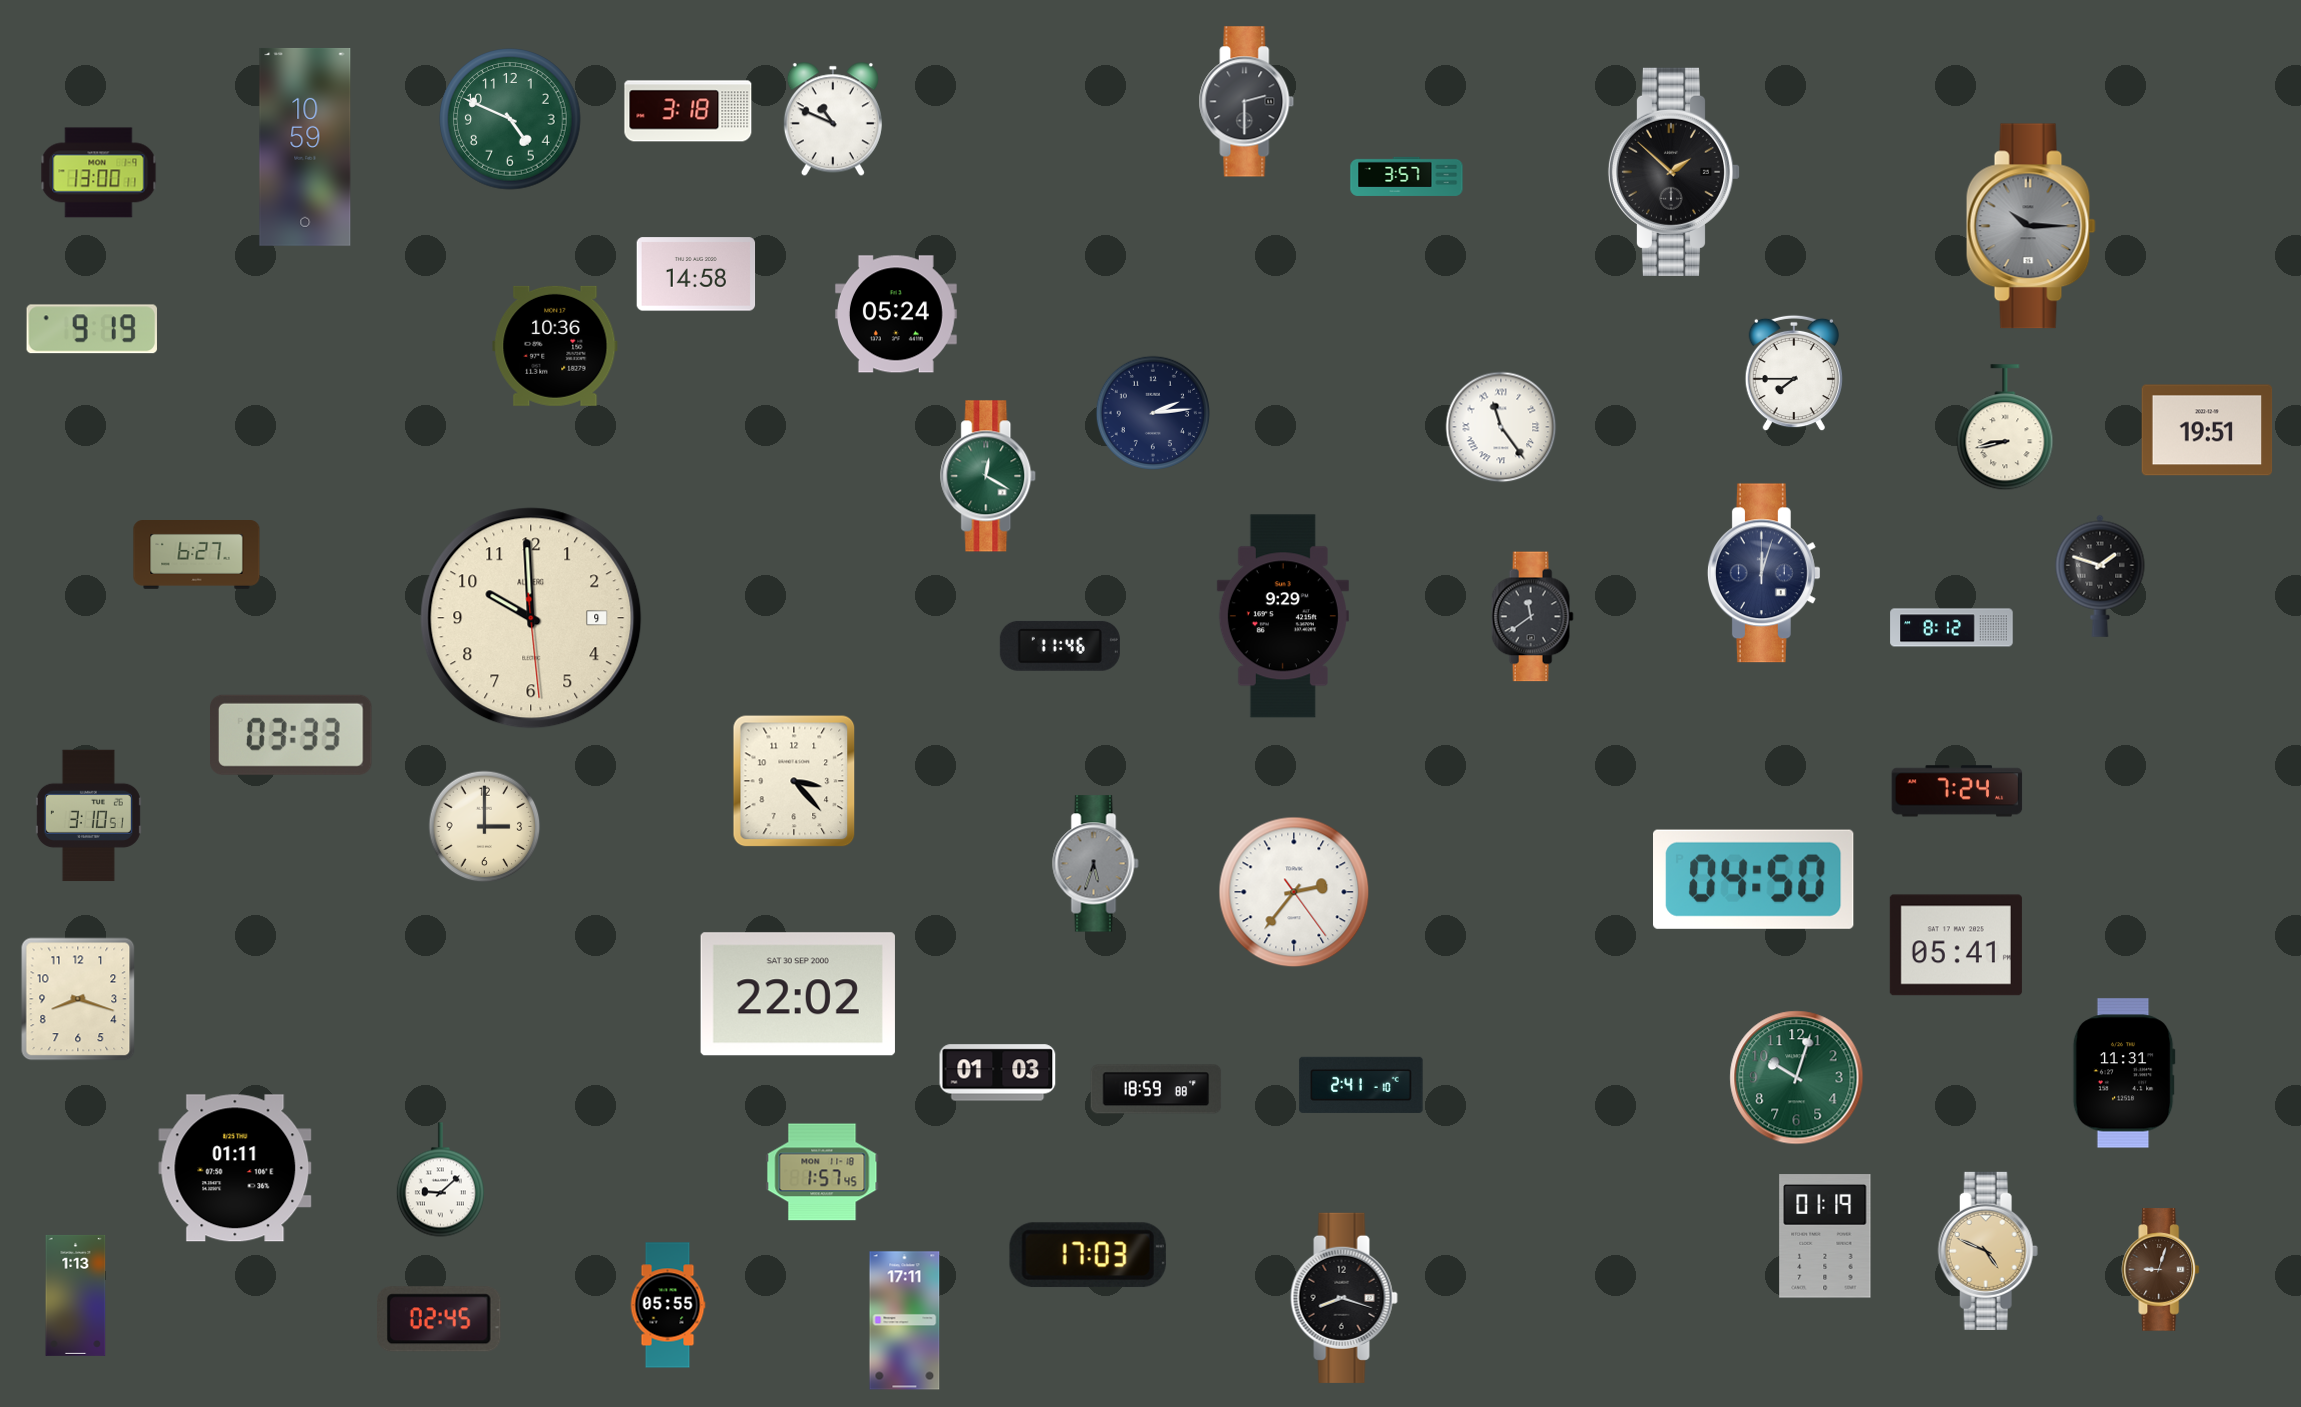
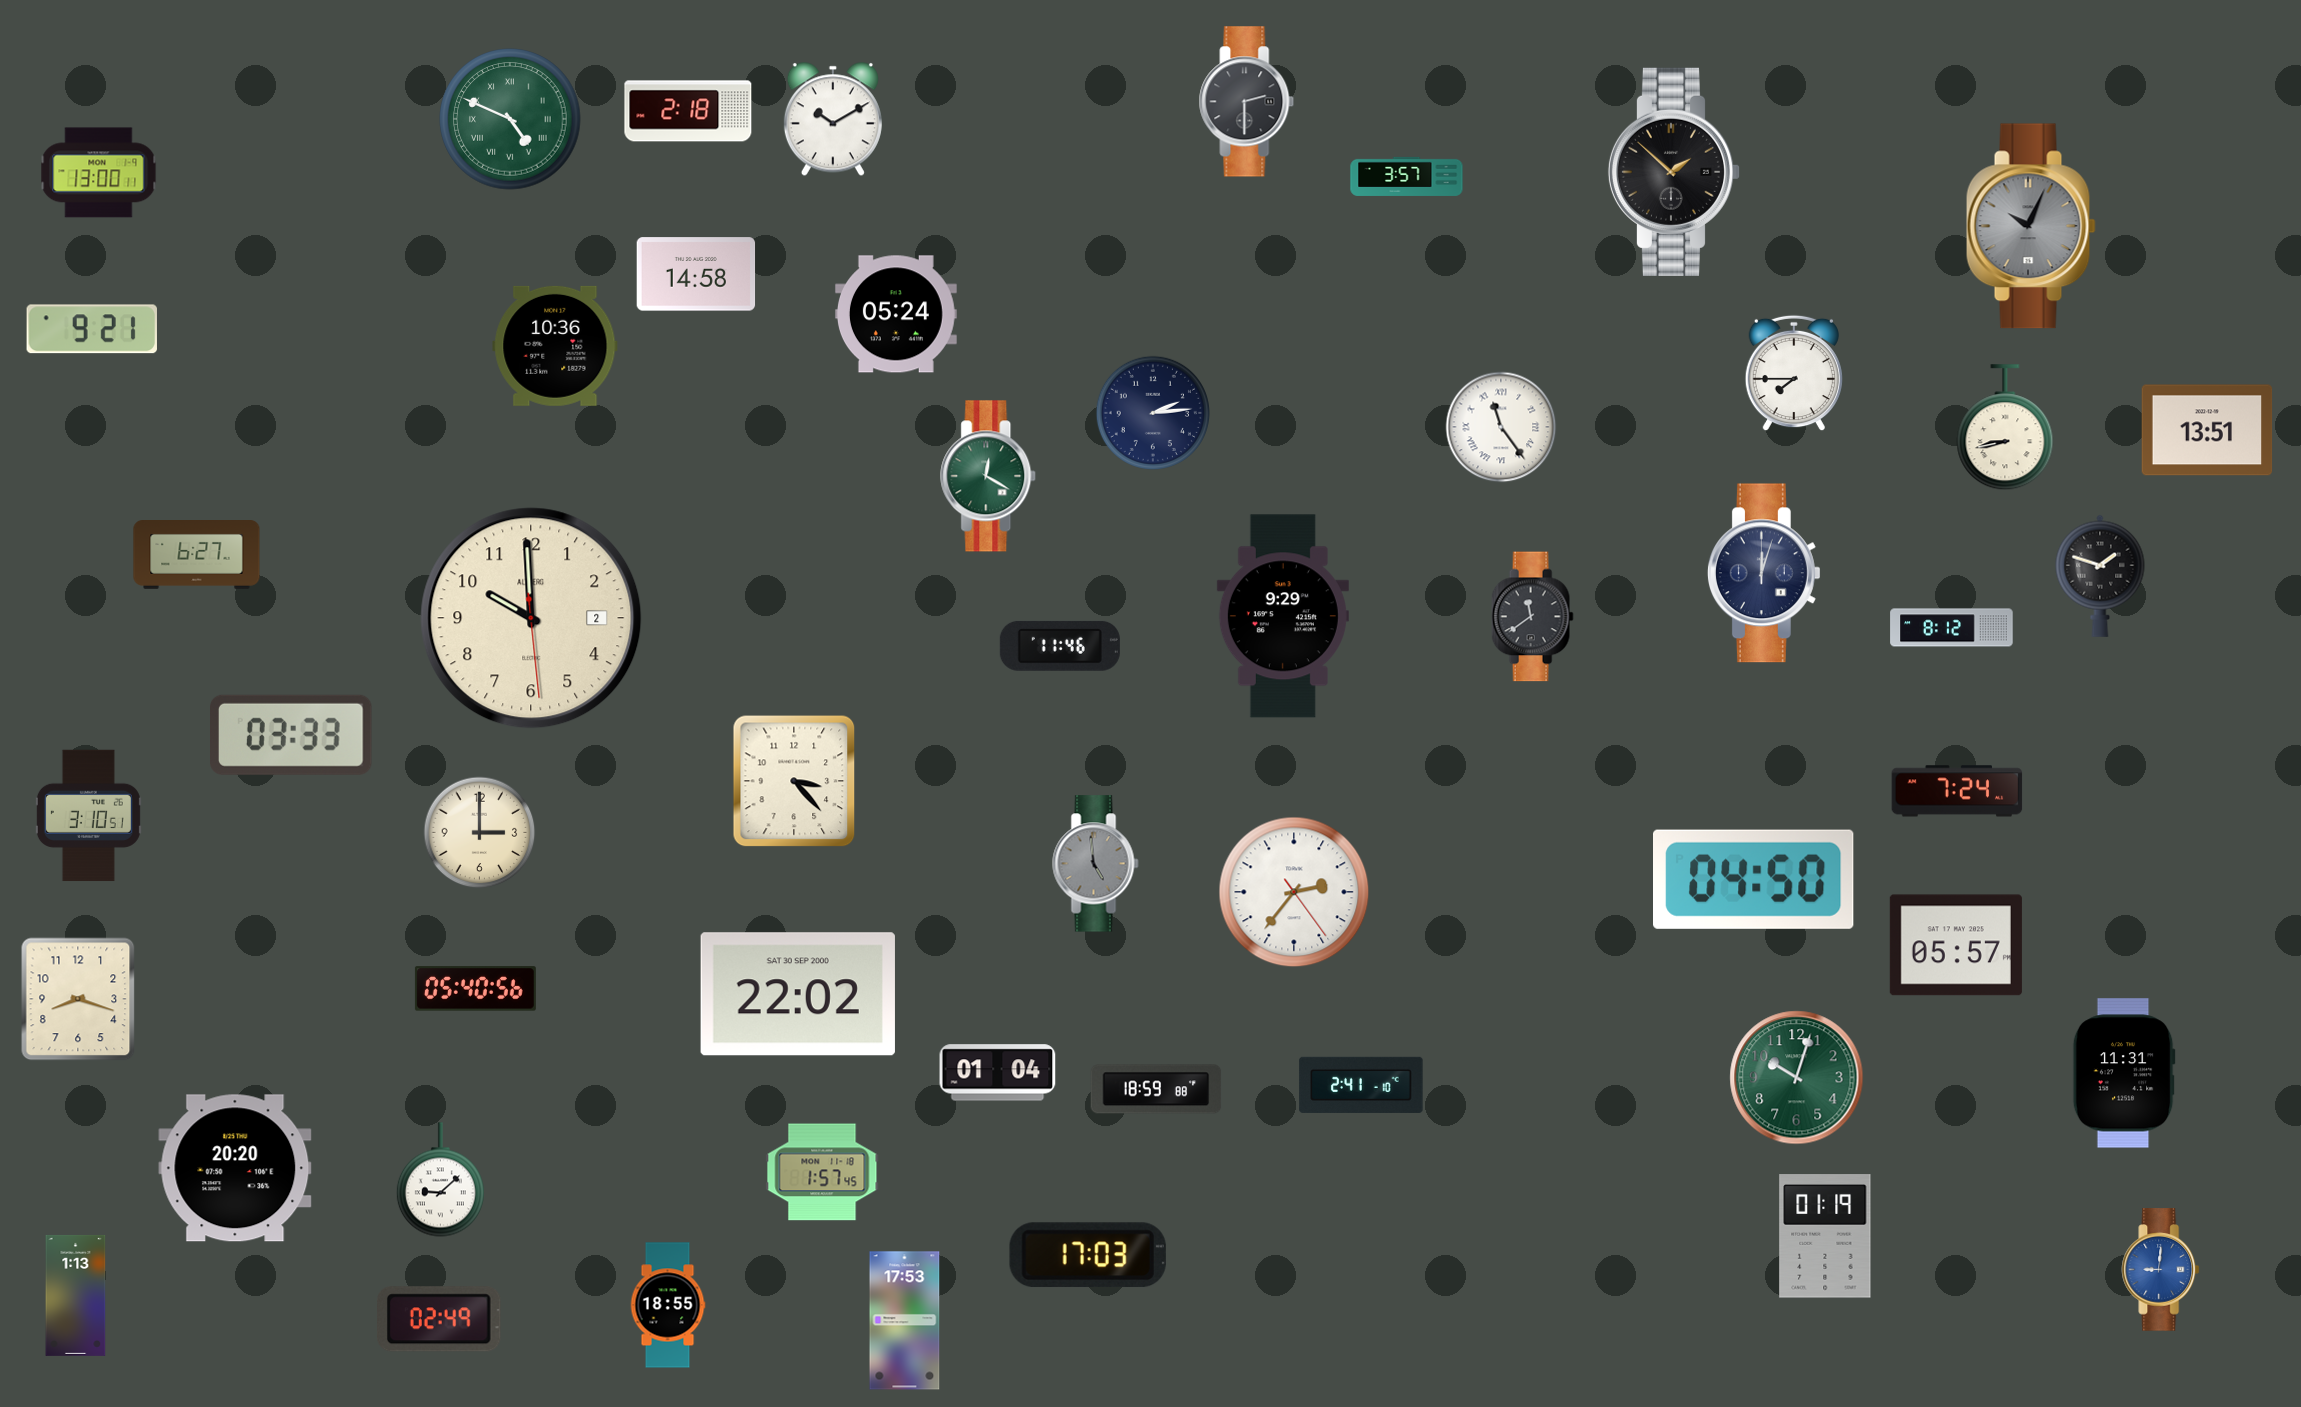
clock at (688, 111): 3:18 -> 2:18
clock at (510, 119) numerals: Arabic -> Roman
clock at (833, 119): 10:49 -> 10:10
clock at (305, 147): 10:59 -> none
clock at (2031, 226): 10:15 -> 10:04
clock at (92, 329): 9:19 -> 9:21
clock at (2207, 430): 19:51 -> 13:51
clock at (531, 618) date: 9 -> 2
clock at (485, 827) position: (485, 827) -> (480, 833)
clock at (1096, 864): 5:33 -> 4:59
clock at (1956, 945): 05:41 -> 05:57
clock at (475, 989): none -> 05:40
clock at (998, 1073): 01:03 -> 01:04
clock at (235, 1168): 01:11 -> 20:20
clock at (1988, 1251): 4:49 -> none
clock at (2161, 1270): 9:03 -> 9:01
clock at (2161, 1270) dial: brown -> blue
clock at (1344, 1298): 8:18 -> none
clock at (668, 1305): 05:55 -> 18:55
clock at (440, 1319): 02:45 -> 02:49
clock at (905, 1321): 17:11 -> 17:53
